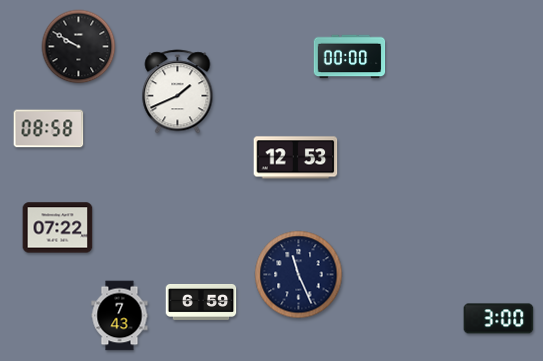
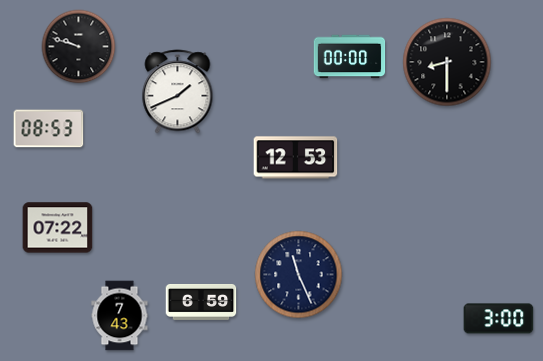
clock at (79, 47): 9:50 -> 9:48
clock at (447, 62): none -> 8:30
clock at (49, 129): 08:58 -> 08:53
